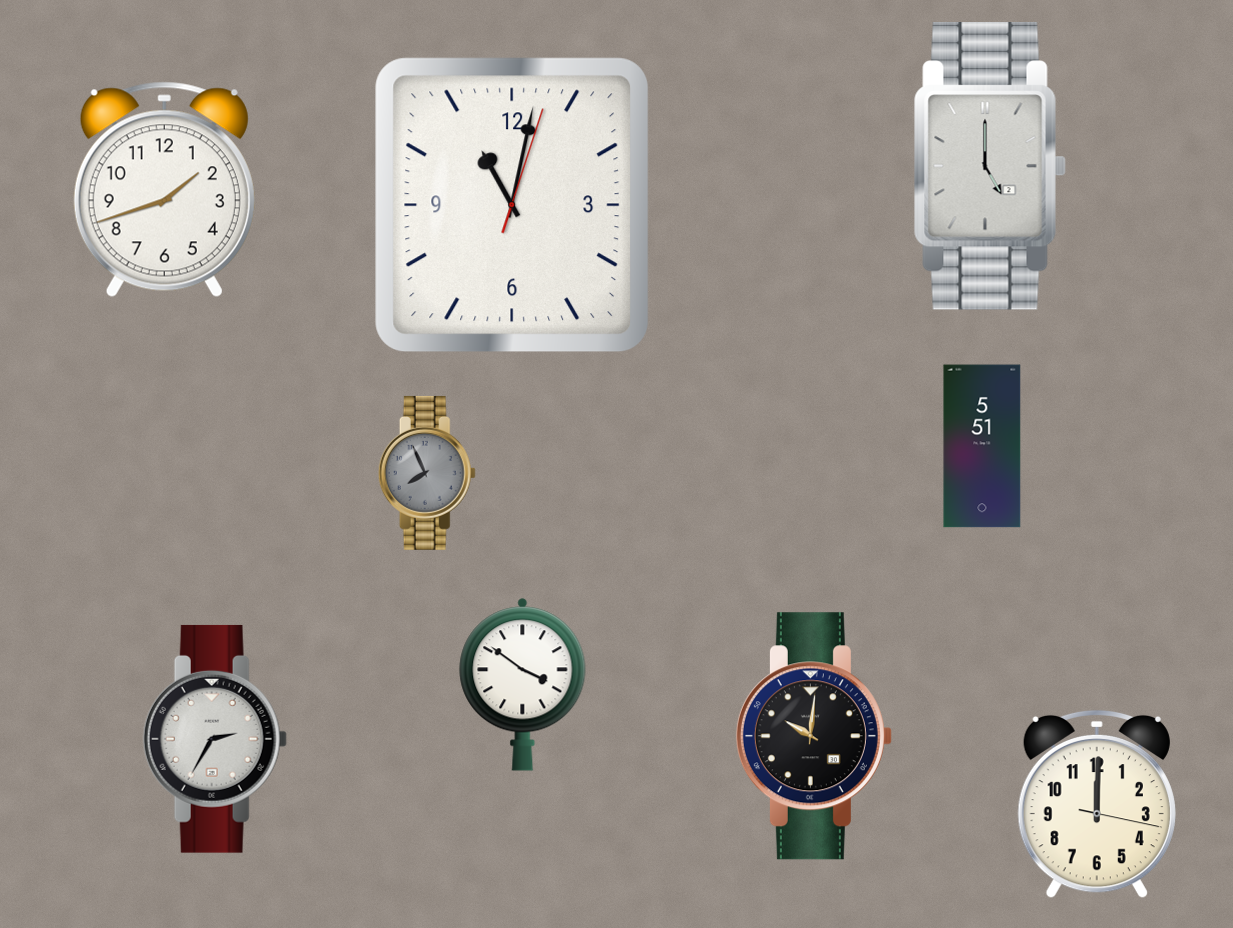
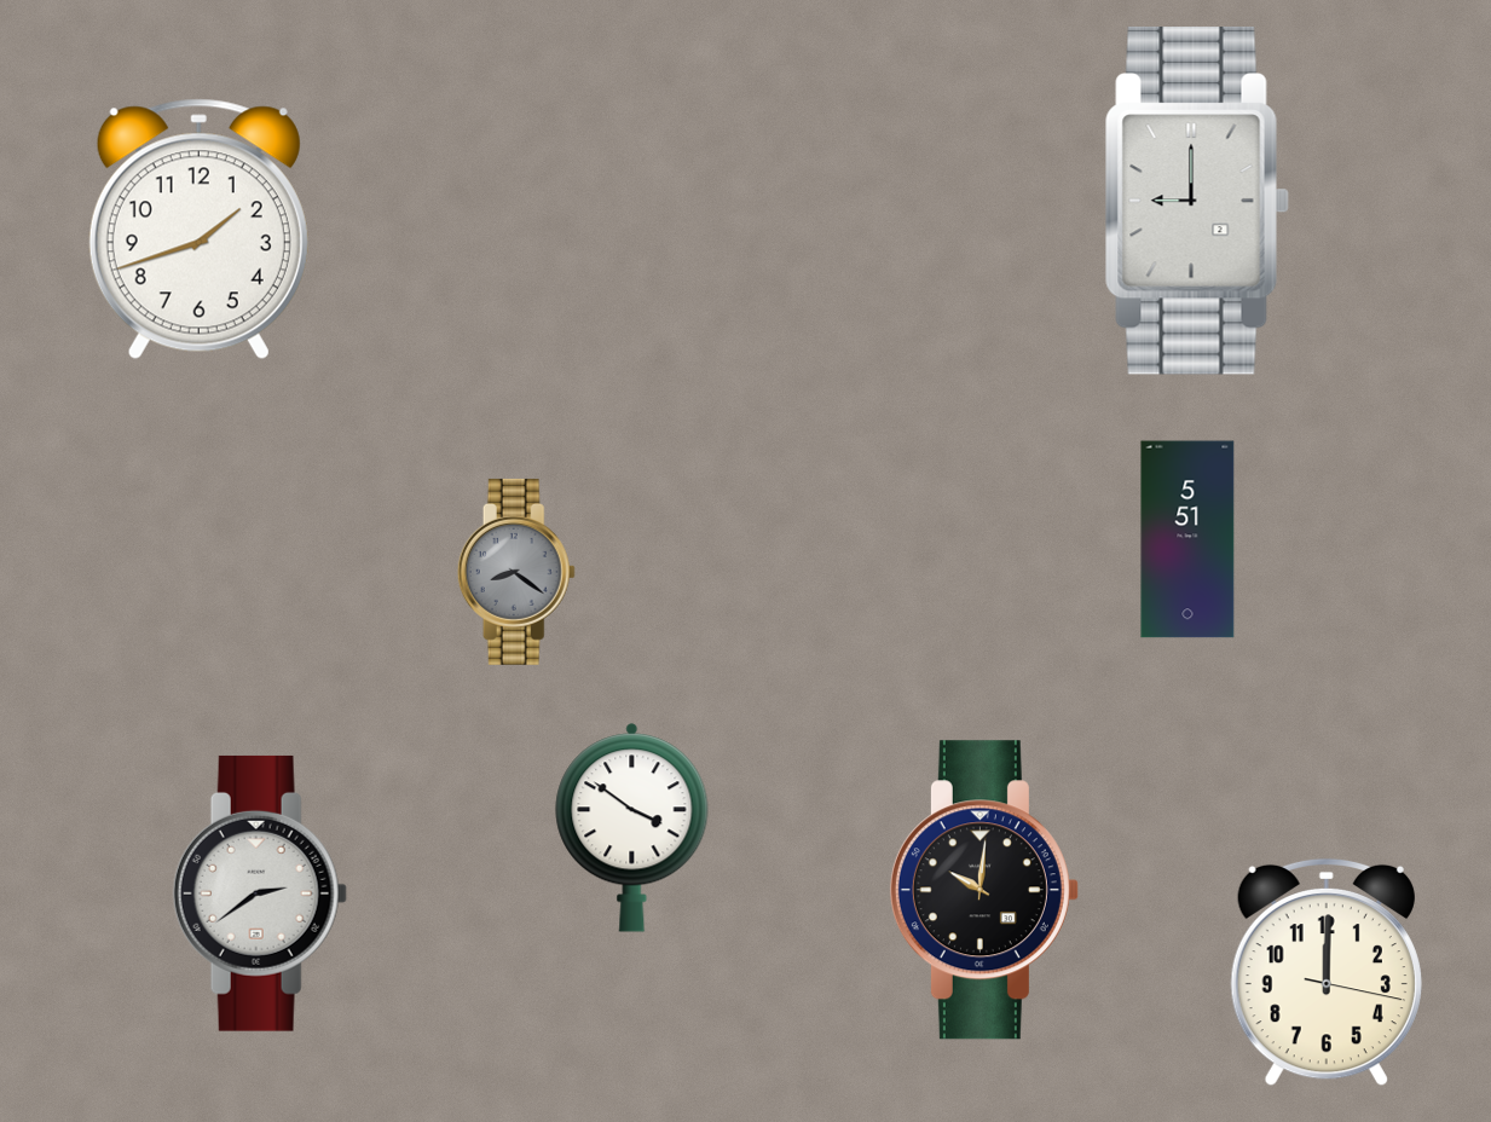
clock at (990, 167): 5:00 -> 9:00
clock at (512, 205): 11:02 -> none
clock at (427, 473): 7:56 -> 8:21
clock at (215, 739): 2:35 -> 2:39
